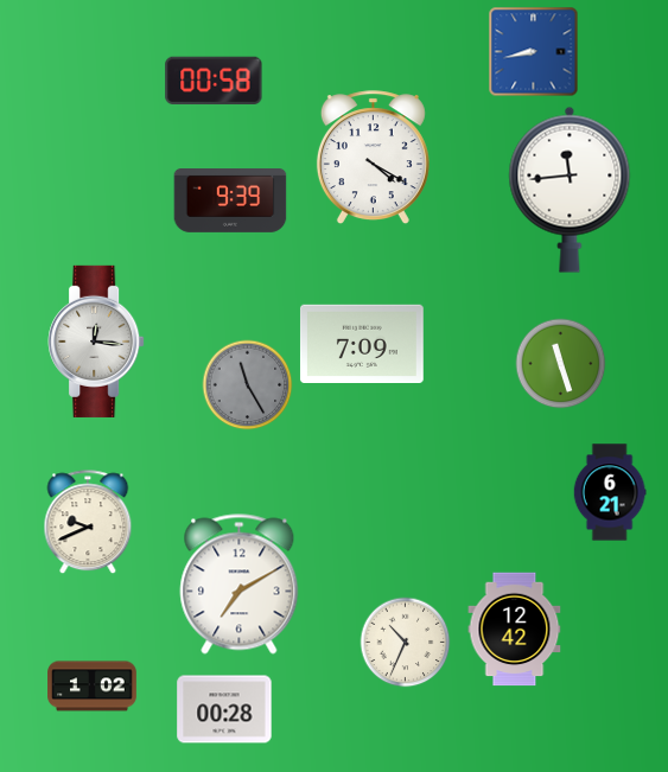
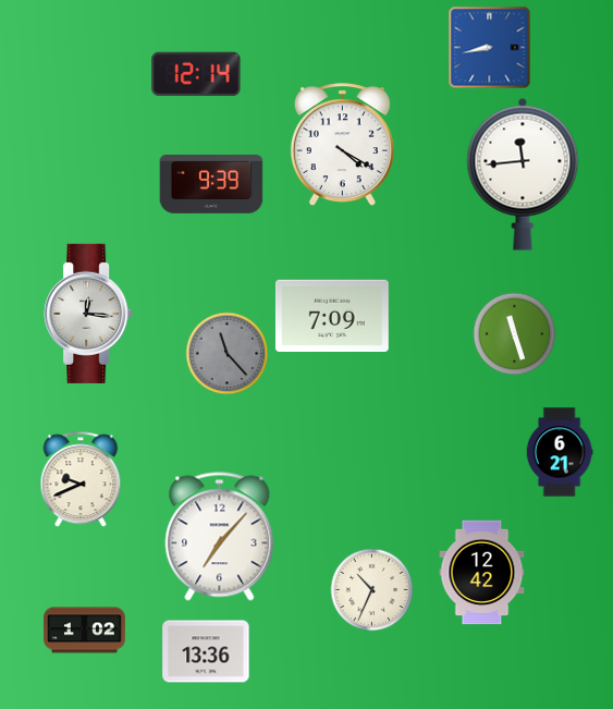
clock at (214, 81): 00:58 -> 12:14
clock at (248, 385): 11:25 -> 11:23
clock at (240, 585): 7:10 -> 7:07
clock at (515, 630) position: (515, 630) -> (482, 573)
clock at (224, 709): 00:28 -> 13:36
